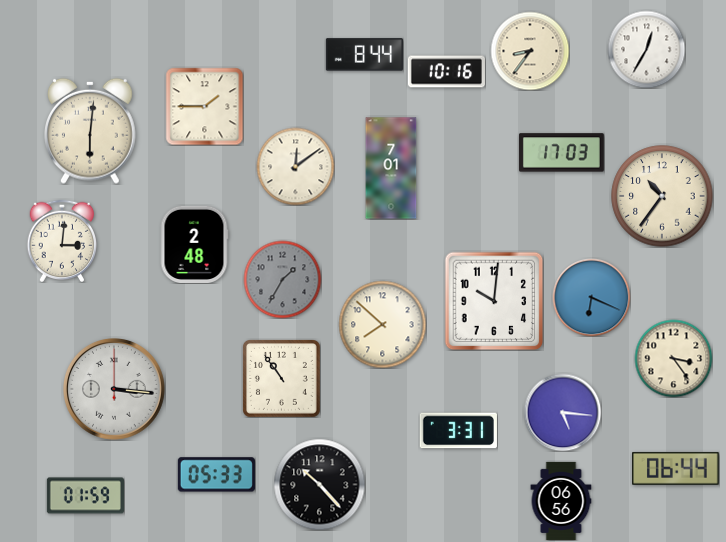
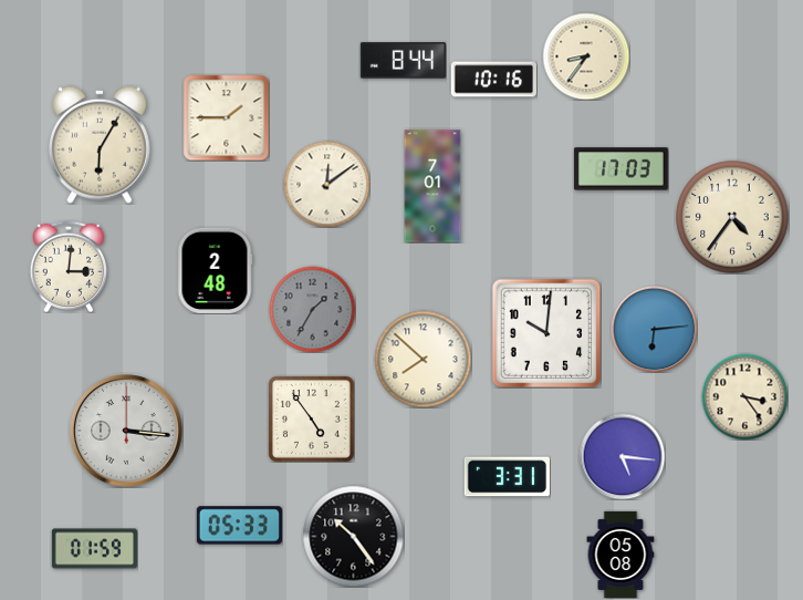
clock at (646, 49): 12:35 -> none
clock at (91, 131): 6:01 -> 6:05
clock at (662, 196): 10:36 -> 4:36
clock at (591, 297): 6:19 -> 6:14
clock at (281, 378): 10:54 -> 4:54
clock at (676, 468): 06:44 -> none
clock at (319, 484): 10:23 -> 10:24
clock at (561, 501): 06:56 -> 05:08
